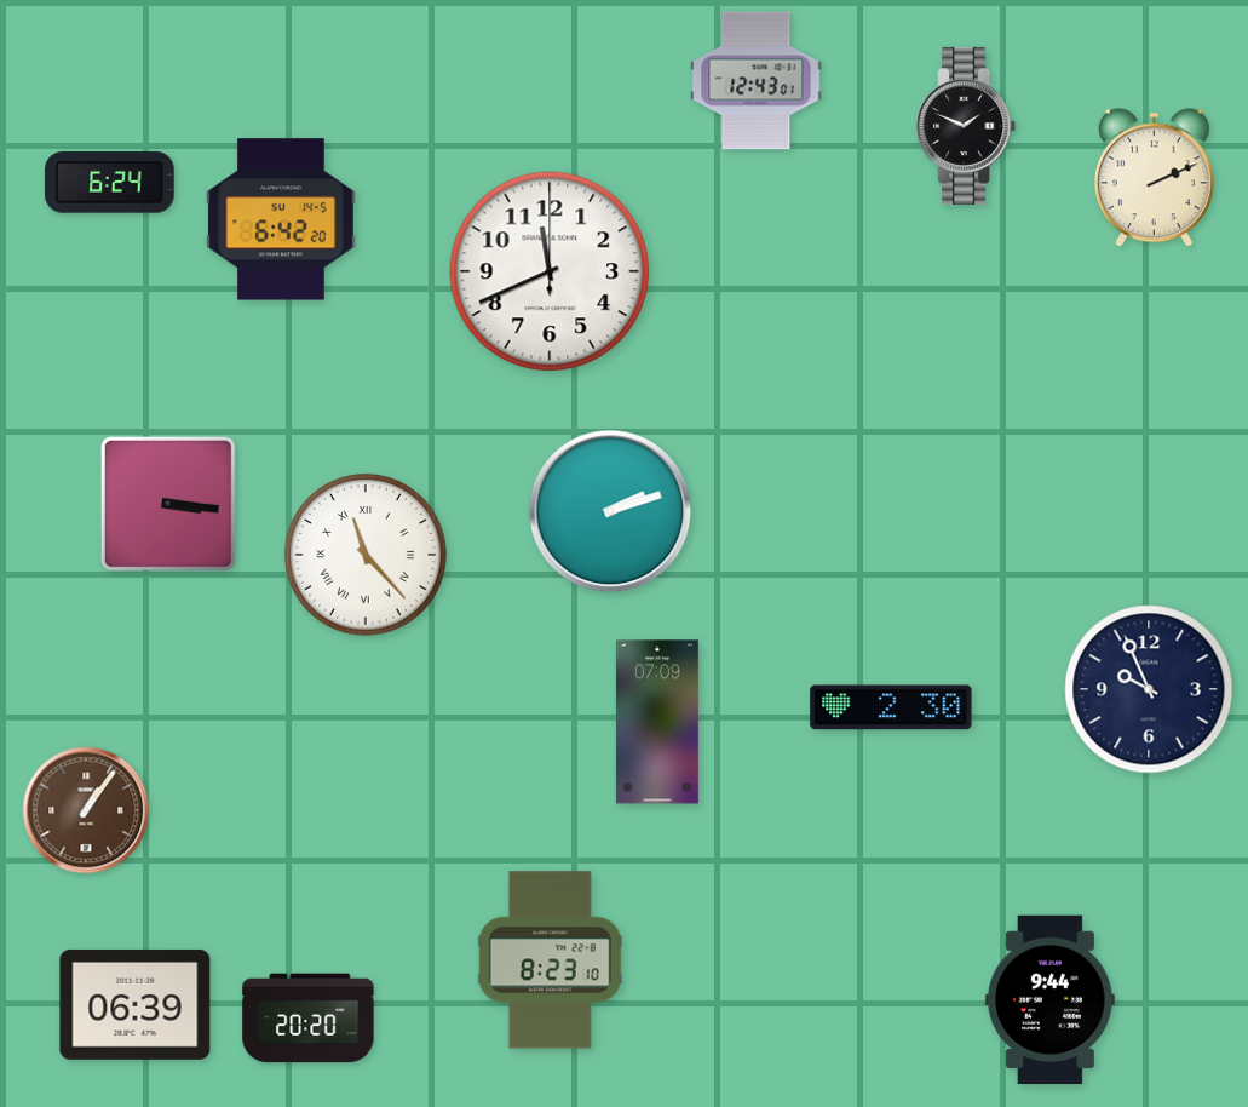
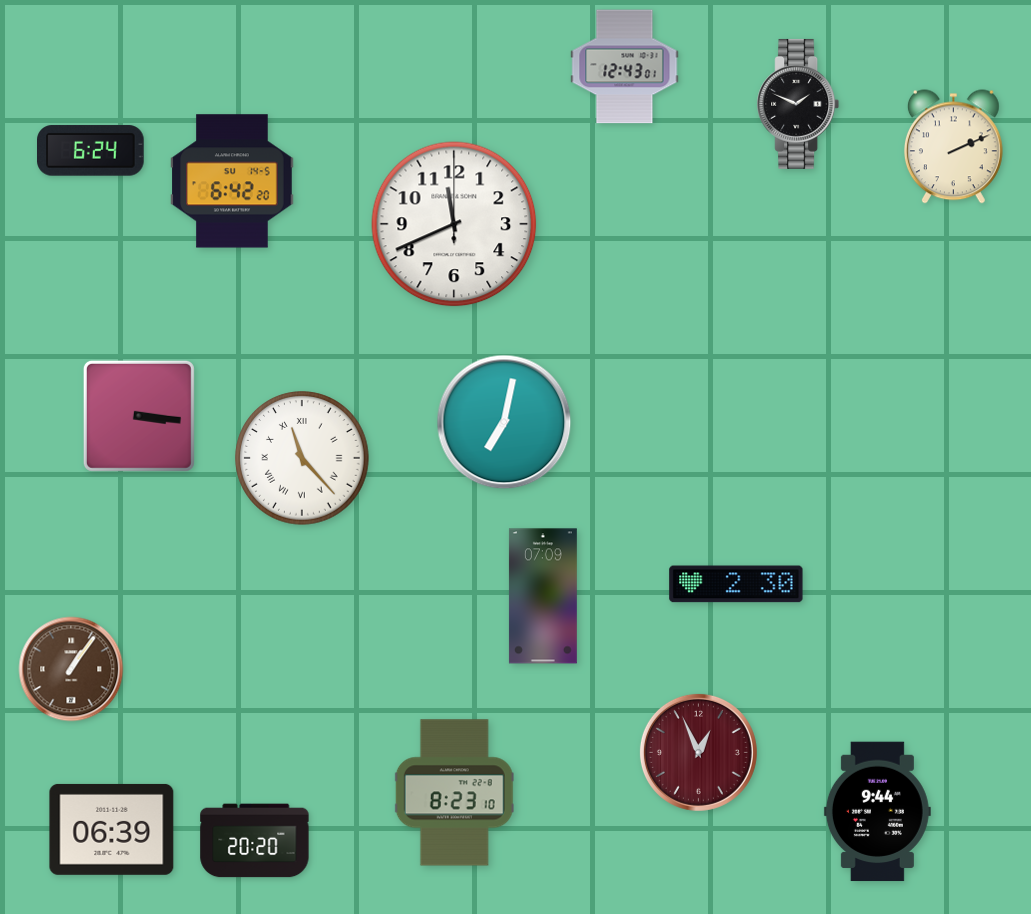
clock at (610, 511): 2:12 -> 7:02
clock at (1149, 689): 9:56 -> none
clock at (698, 752): none -> 12:56
clock at (1049, 1000) position: (1049, 1000) -> (877, 812)
